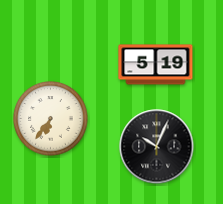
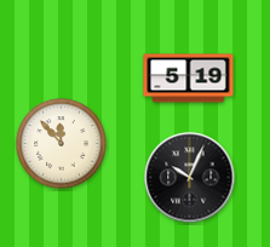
clock at (51, 119): 6:36 -> 11:53
